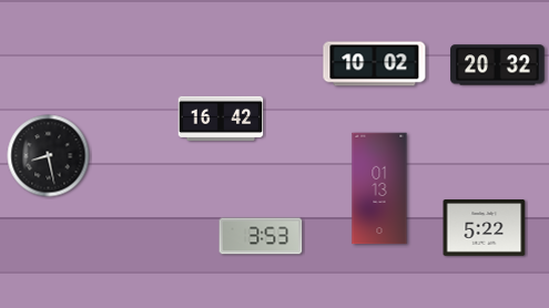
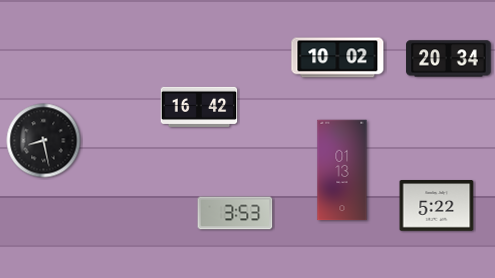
clock at (498, 65): 20:32 -> 20:34
